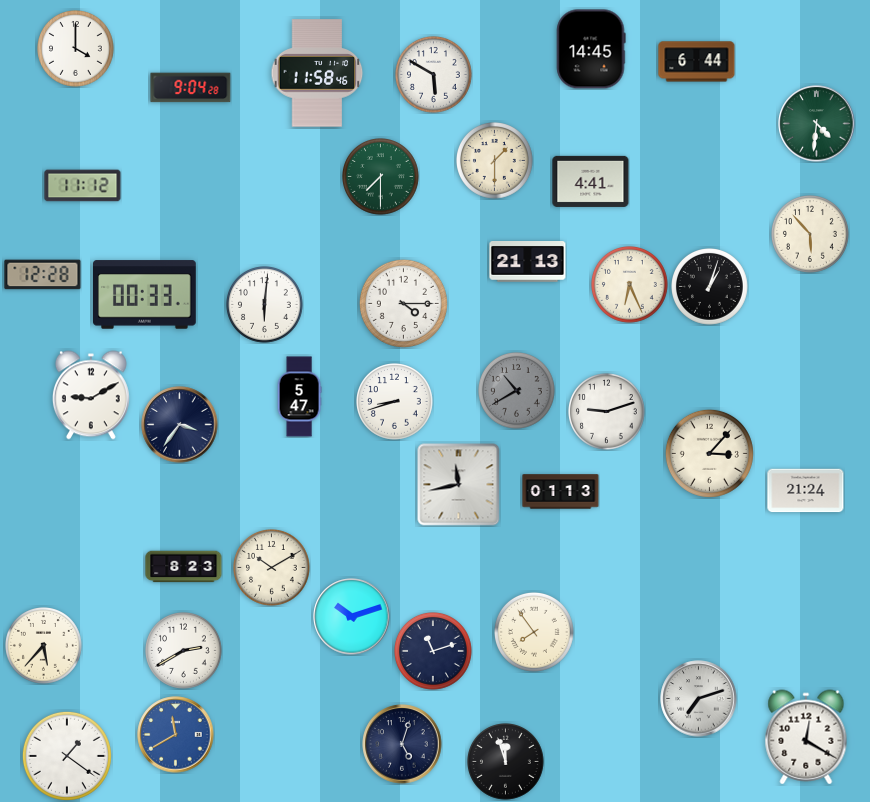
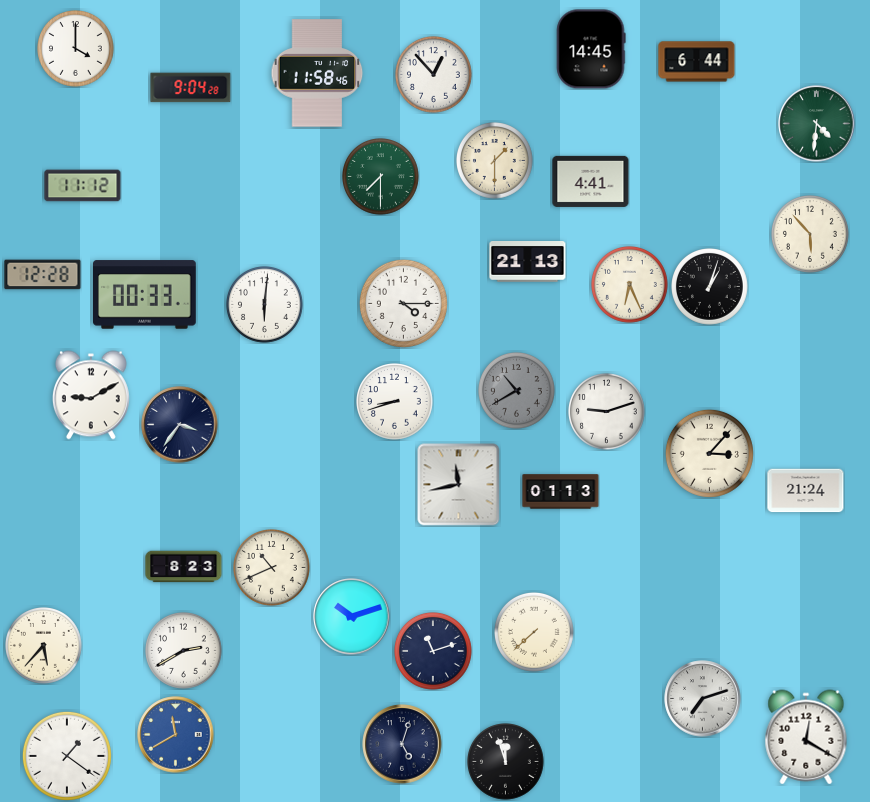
clock at (434, 75): 5:50 -> 12:53
clock at (299, 397): 5:47 -> none
clock at (272, 568): 10:10 -> 10:41
clock at (534, 632): 7:54 -> 7:38
clock at (699, 699) position: (699, 699) -> (703, 699)
